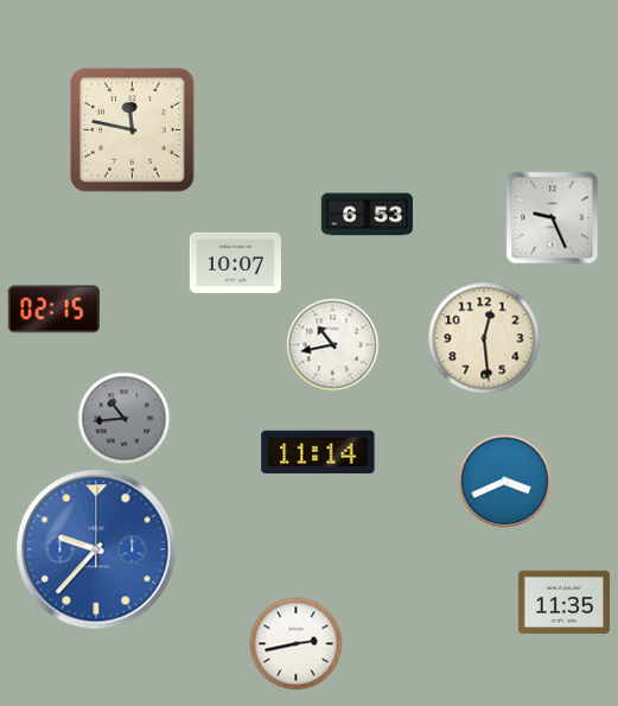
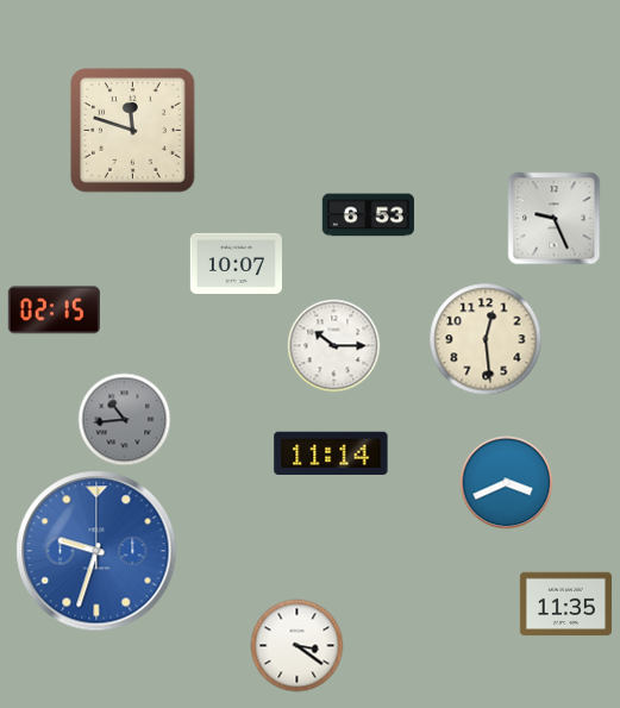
clock at (133, 131): 11:47 -> 11:48
clock at (332, 344): 10:43 -> 10:15
clock at (318, 452) position: (318, 452) -> (331, 453)
clock at (96, 549): 9:37 -> 9:33
clock at (295, 643): 2:43 -> 3:21
